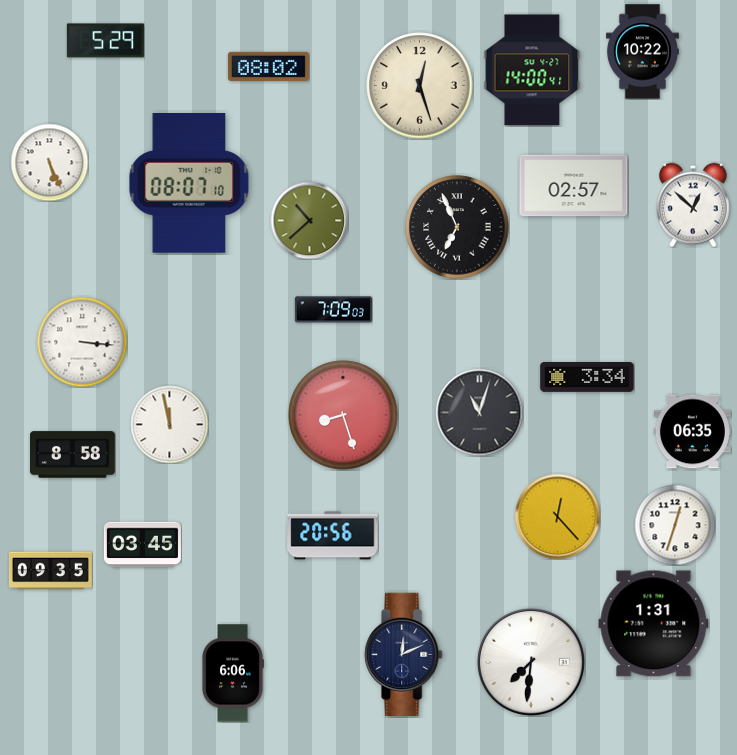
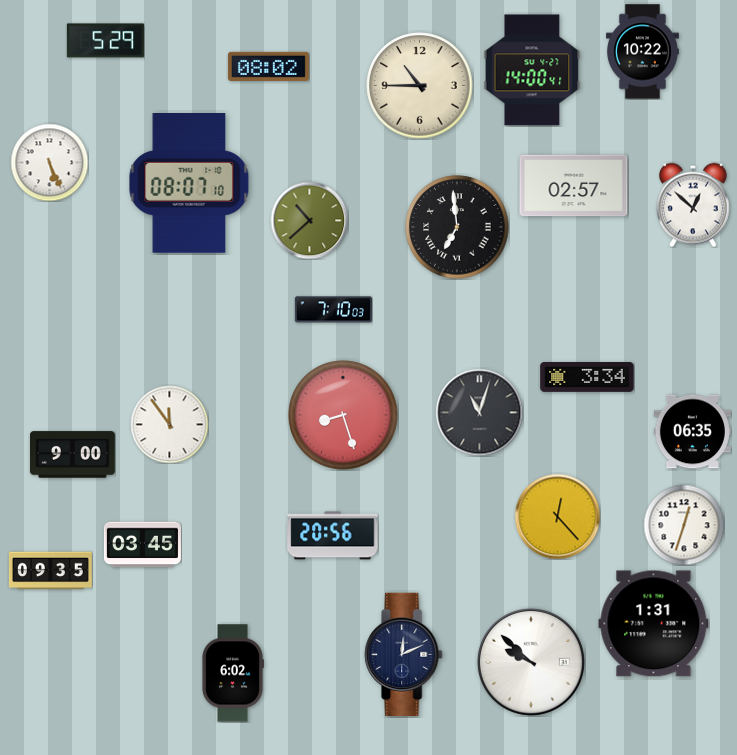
clock at (420, 86): 12:27 -> 10:45
clock at (457, 227): 6:56 -> 6:59
clock at (333, 310): 7:09 -> 7:10
clock at (82, 342): 3:16 -> none
clock at (169, 424): 11:58 -> 11:54
clock at (73, 455): 8:58 -> 9:00
clock at (675, 525) position: (675, 525) -> (684, 525)
clock at (531, 662): 7:31 -> 9:52
clock at (233, 673): 6:06 -> 6:02
